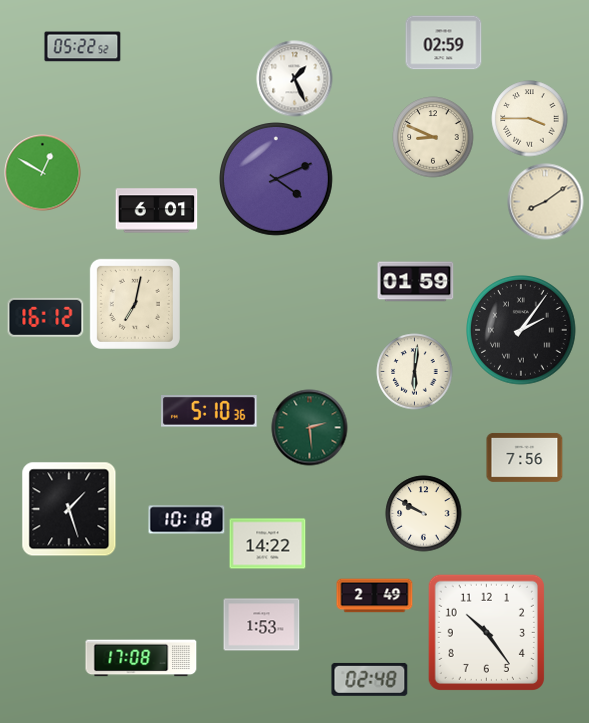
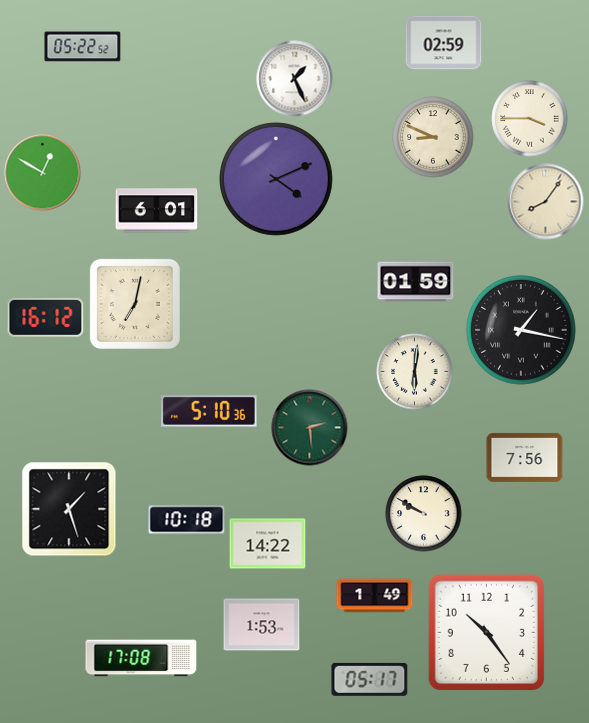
clock at (546, 202): 8:09 -> 8:06
clock at (522, 331): 2:06 -> 1:17
clock at (375, 596): 2:49 -> 1:49
clock at (370, 679): 02:48 -> 05:17
